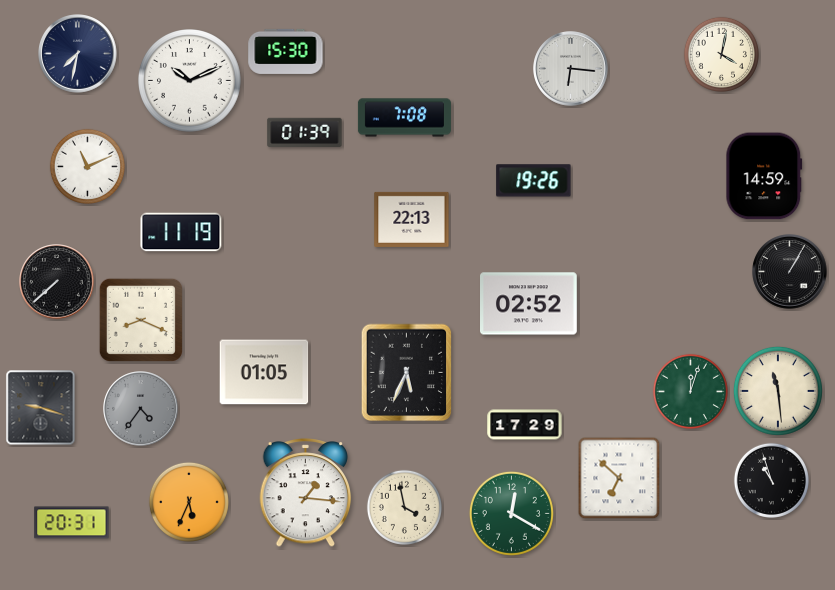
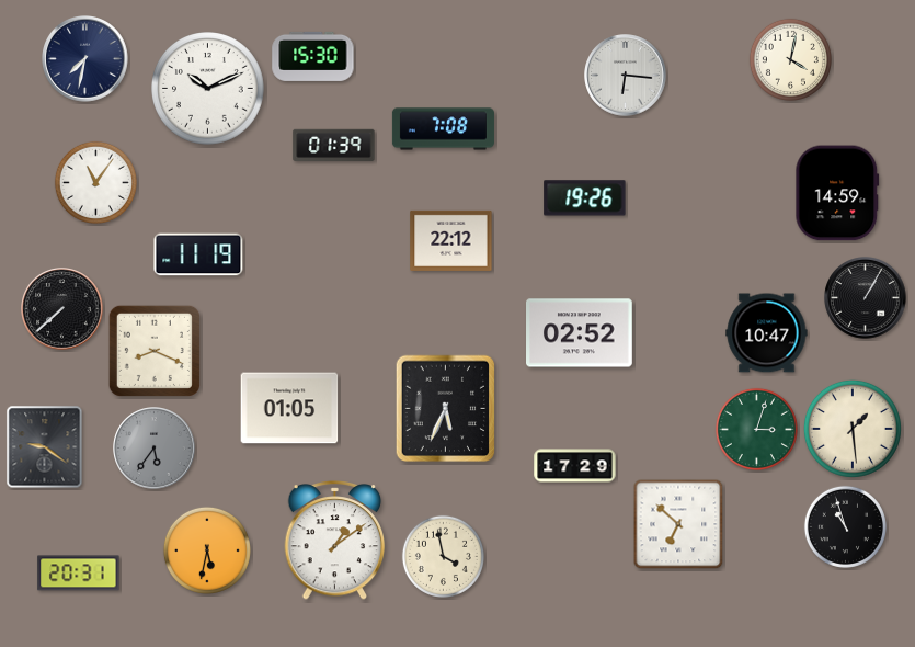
clock at (87, 166): 11:11 -> 11:06
clock at (412, 219): 22:13 -> 22:12
clock at (767, 333): none -> 10:47
clock at (690, 391): 12:03 -> 3:03
clock at (778, 391): 11:29 -> 1:29
clock at (41, 408): 9:18 -> 9:21
clock at (141, 409): 4:36 -> 5:36
clock at (306, 493): 1:16 -> 1:09
clock at (189, 502): 5:34 -> 5:32
clock at (511, 513): 12:20 -> none
